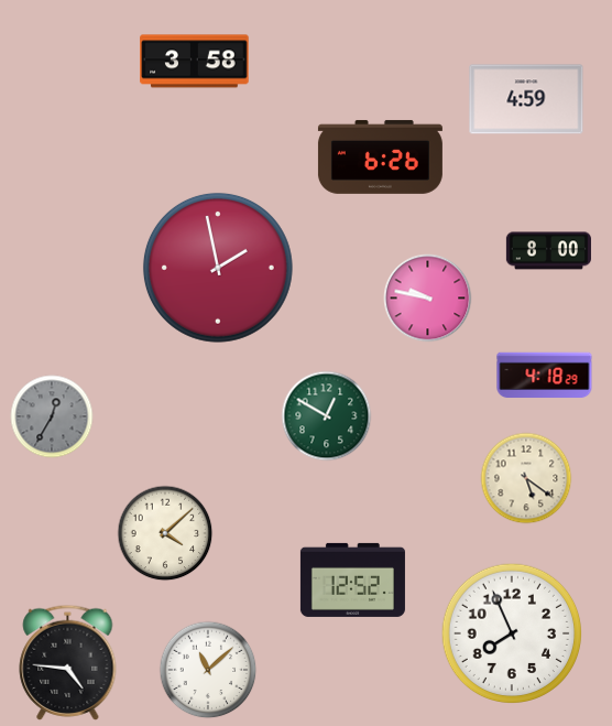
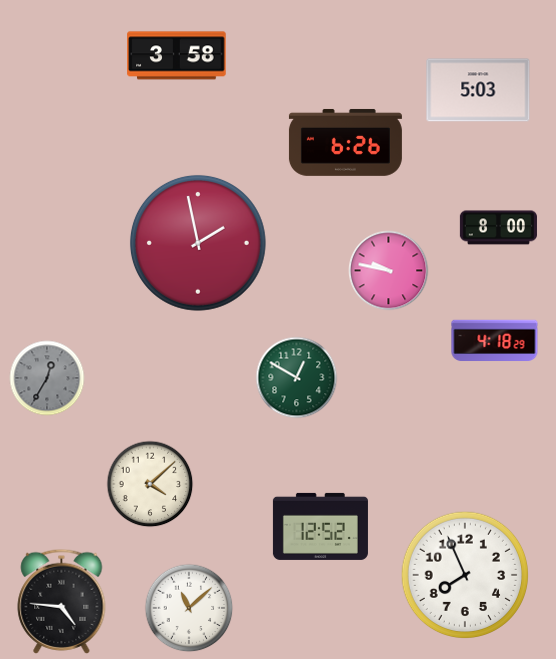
clock at (526, 99): 4:59 -> 5:03
clock at (526, 478): 5:21 -> none
